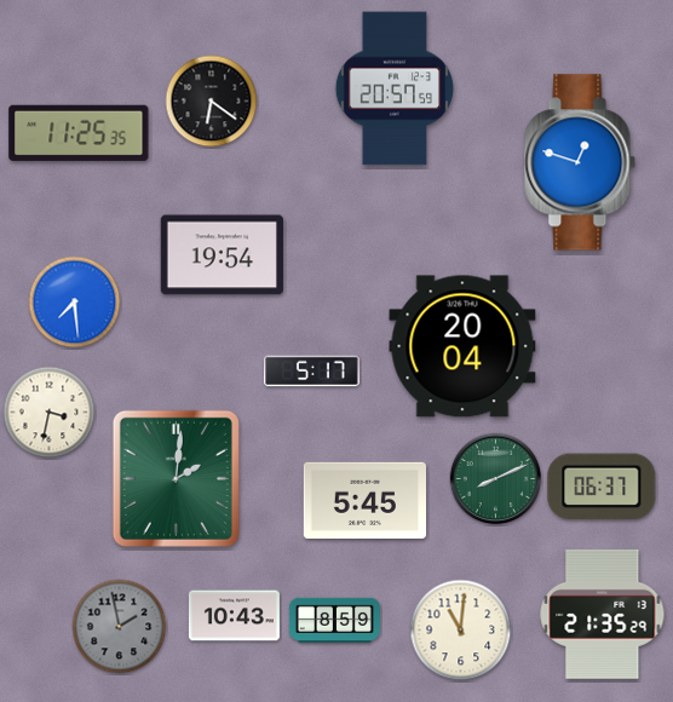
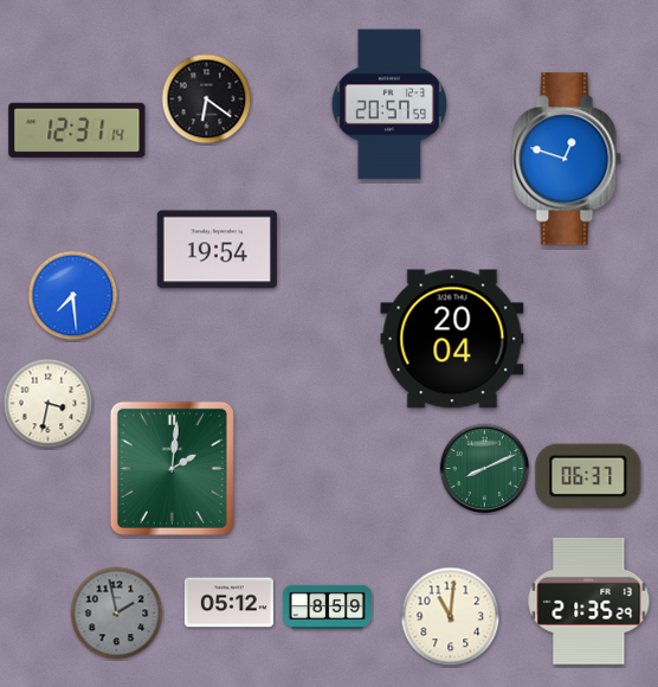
clock at (395, 88) position: (395, 88) -> (389, 104)
clock at (79, 133): 11:25 -> 12:31
clock at (312, 372): 5:17 -> none
clock at (364, 500): 5:45 -> none
clock at (234, 616): 10:43 -> 05:12
